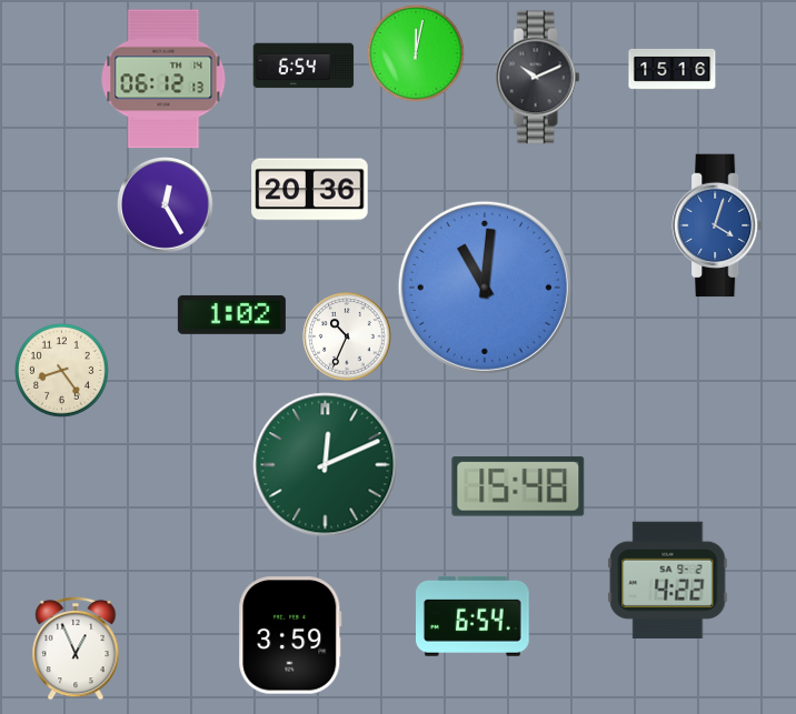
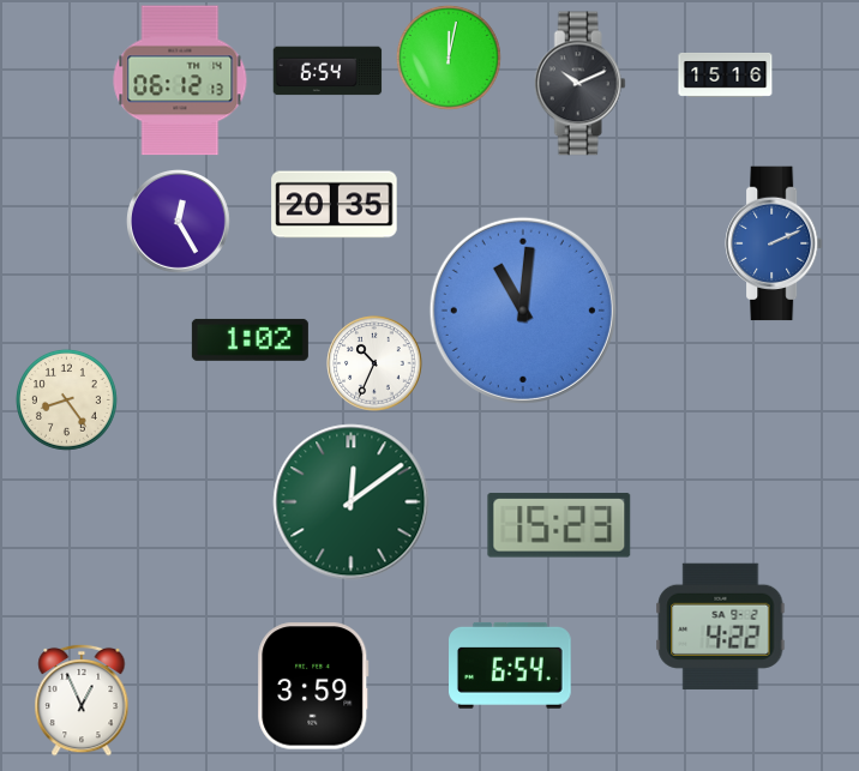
clock at (163, 79) position: (163, 79) -> (180, 80)
clock at (310, 190): 20:36 -> 20:35
clock at (718, 225): 4:03 -> 2:11
clock at (326, 465): 12:11 -> 12:09
clock at (518, 486): 15:48 -> 15:23
